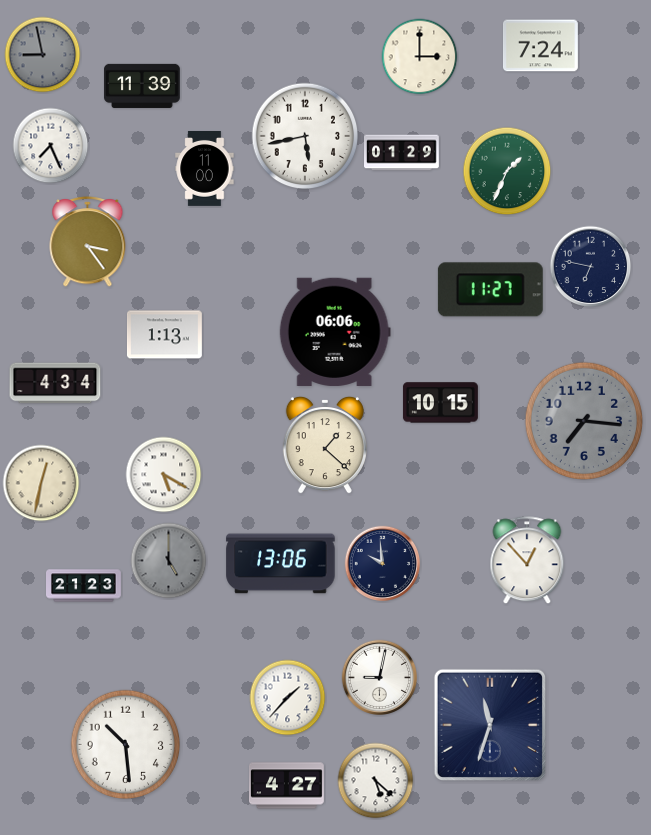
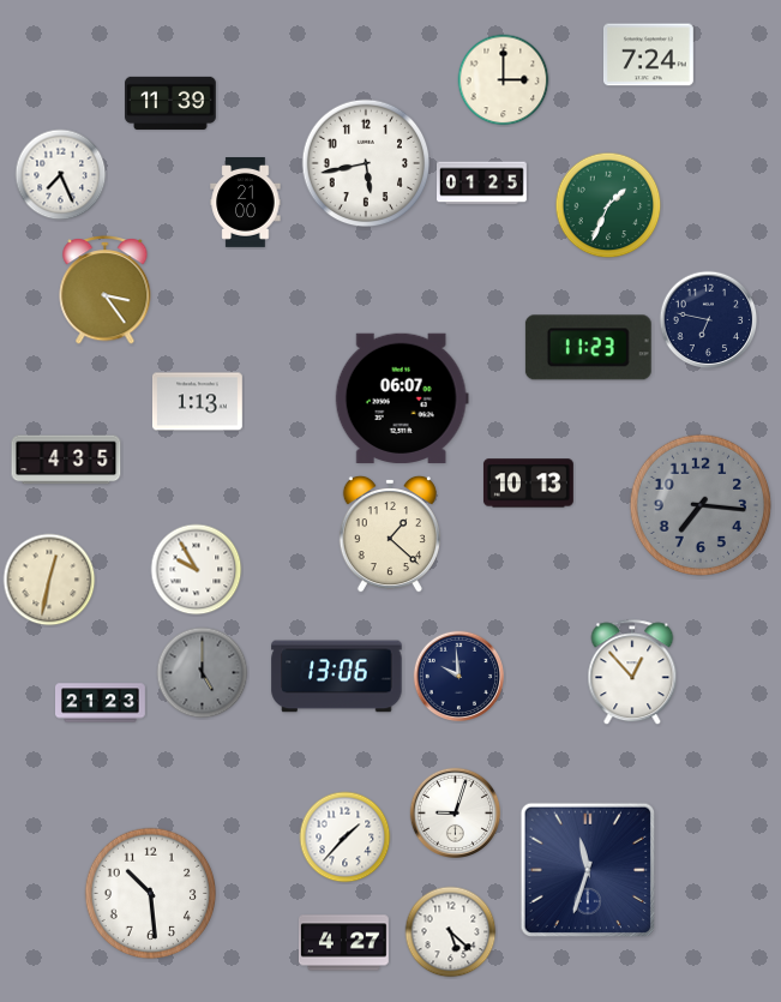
clock at (43, 55): 8:58 -> none
clock at (420, 57) position: (420, 57) -> (504, 80)
clock at (402, 153): 01:29 -> 01:25
clock at (205, 169): 11:00 -> 21:00
clock at (490, 290): 11:27 -> 11:23
clock at (335, 332): 06:06 -> 06:07
clock at (55, 383): 4:34 -> 4:35
clock at (440, 403): 10:15 -> 10:13
clock at (164, 475): 5:20 -> 9:55
clock at (380, 678): 9:02 -> 9:03
clock at (376, 781) position: (376, 781) -> (451, 932)
